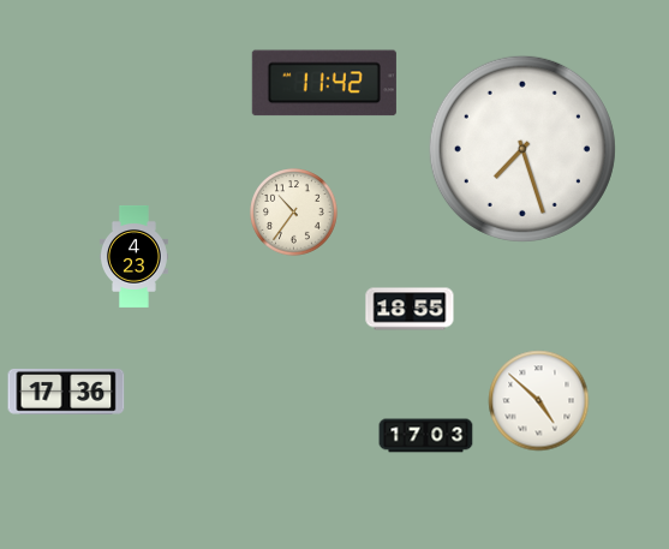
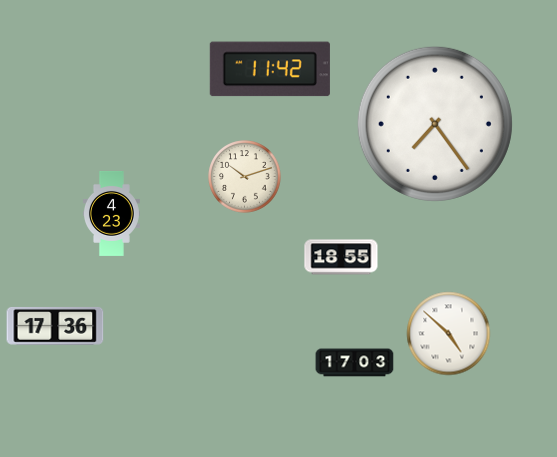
clock at (522, 149): 7:27 -> 7:24
clock at (294, 213): 10:36 -> 10:12
